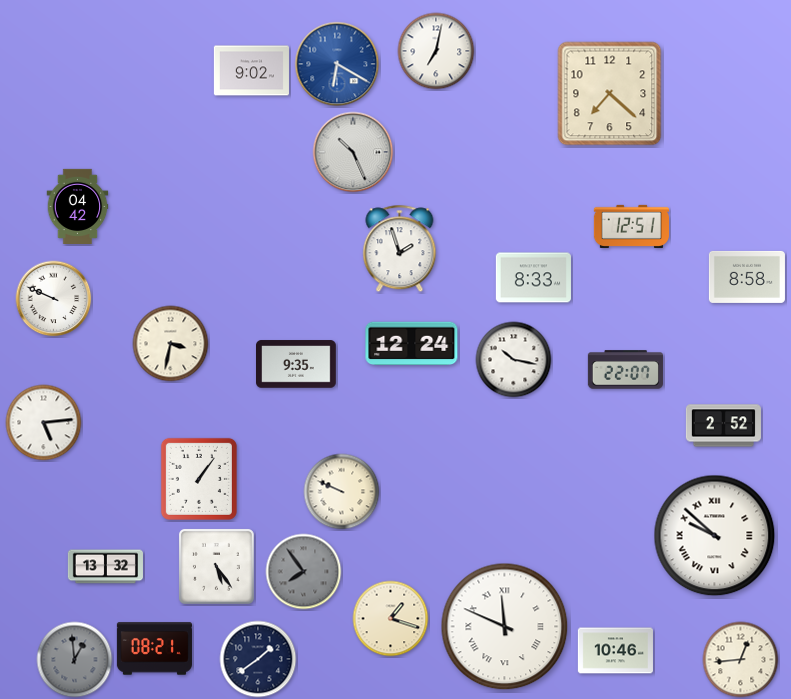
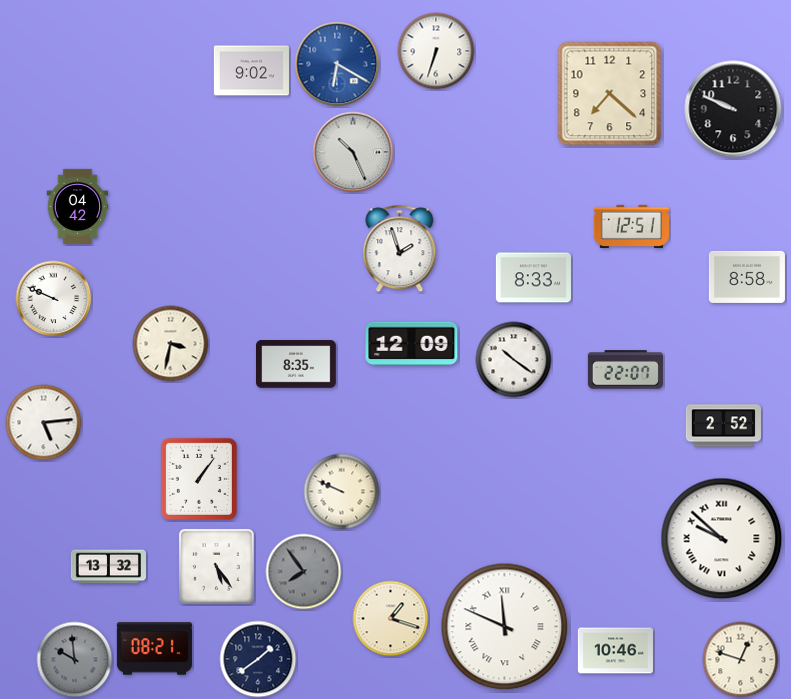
clock at (436, 51): 7:02 -> 6:33
clock at (733, 109): none -> 9:49
clock at (412, 344): 12:24 -> 12:09
clock at (514, 360): 10:17 -> 10:21
clock at (297, 364): 9:35 -> 8:35
clock at (715, 536) position: (715, 536) -> (722, 539)
clock at (105, 567) position: (105, 567) -> (108, 567)
clock at (75, 660): 12:59 -> 9:59
clock at (741, 660): 12:44 -> 12:48
